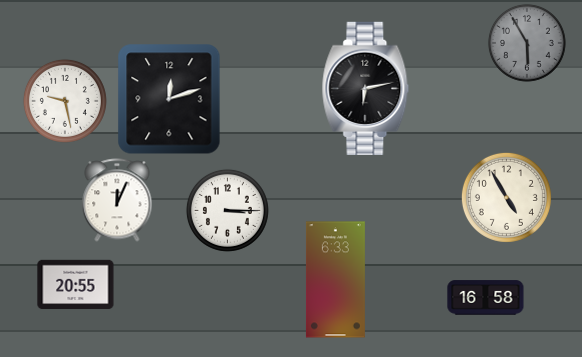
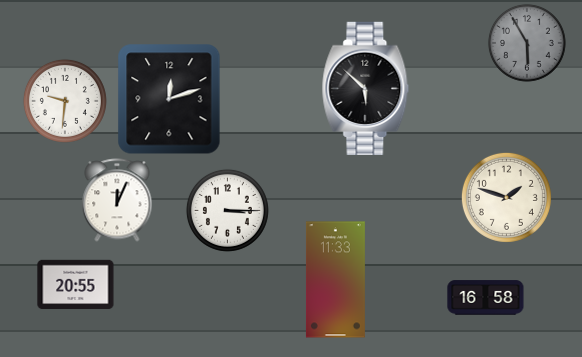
clock at (366, 88): 6:13 -> 5:52
clock at (65, 101): 9:28 -> 9:31
clock at (506, 197): 4:55 -> 1:48
clock at (335, 280): 6:33 -> 11:33
